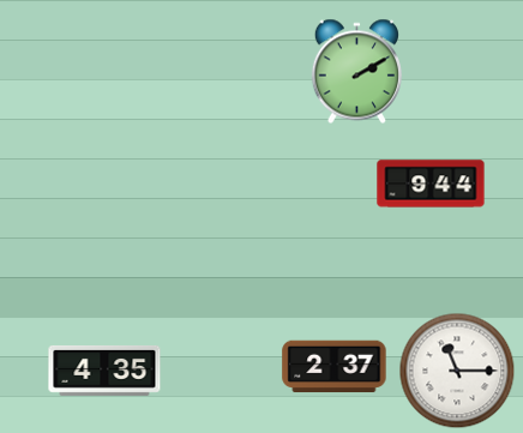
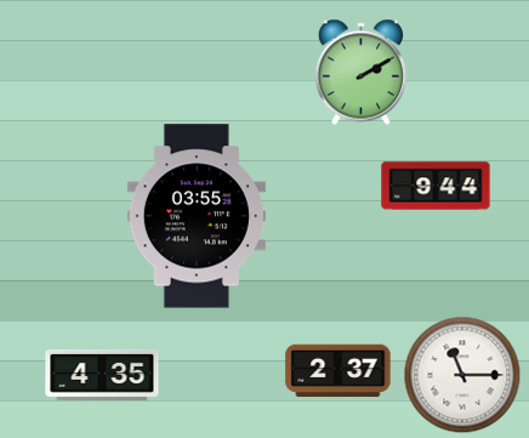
clock at (197, 216): none -> 03:55
clock at (104, 371) position: (104, 371) -> (102, 375)
